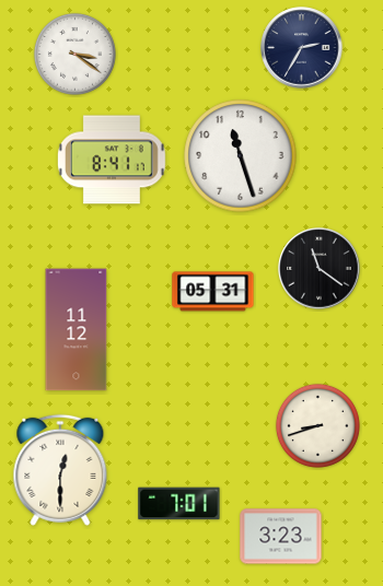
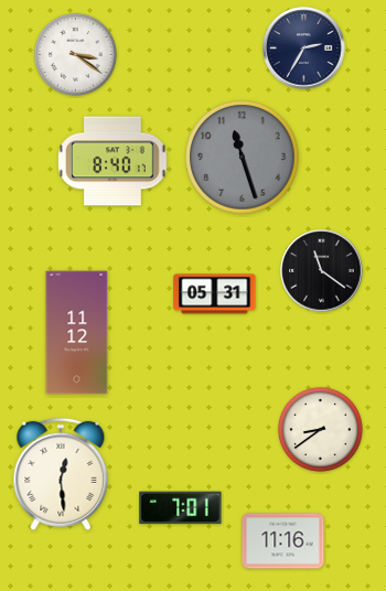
clock at (241, 156) dial: white -> grey
clock at (113, 160): 8:41 -> 8:40
clock at (317, 425): 8:42 -> 8:39
clock at (60, 470): 12:30 -> 12:29
clock at (281, 537): 3:23 -> 11:16
